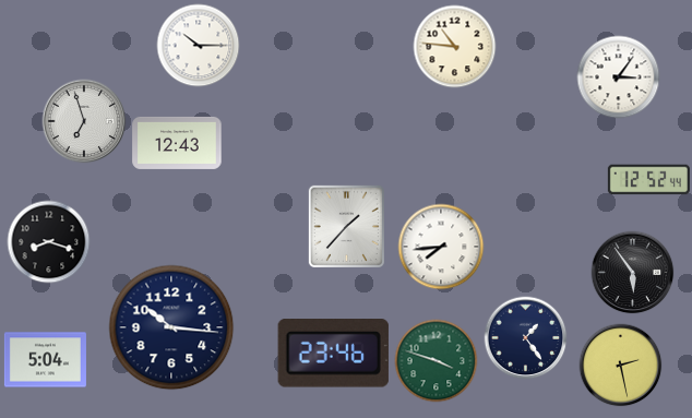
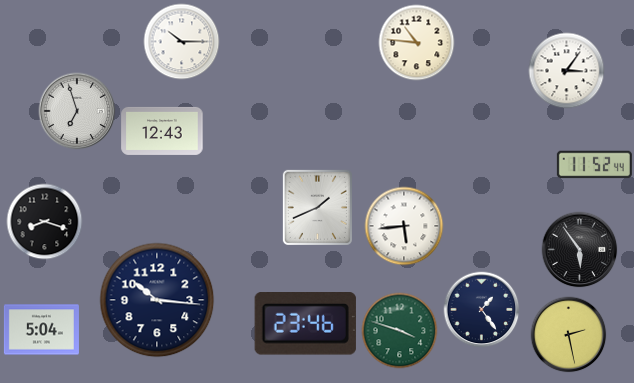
clock at (648, 180): 12:52 -> 11:52
clock at (346, 226): 1:37 -> 1:41
clock at (441, 247): 7:44 -> 5:44
